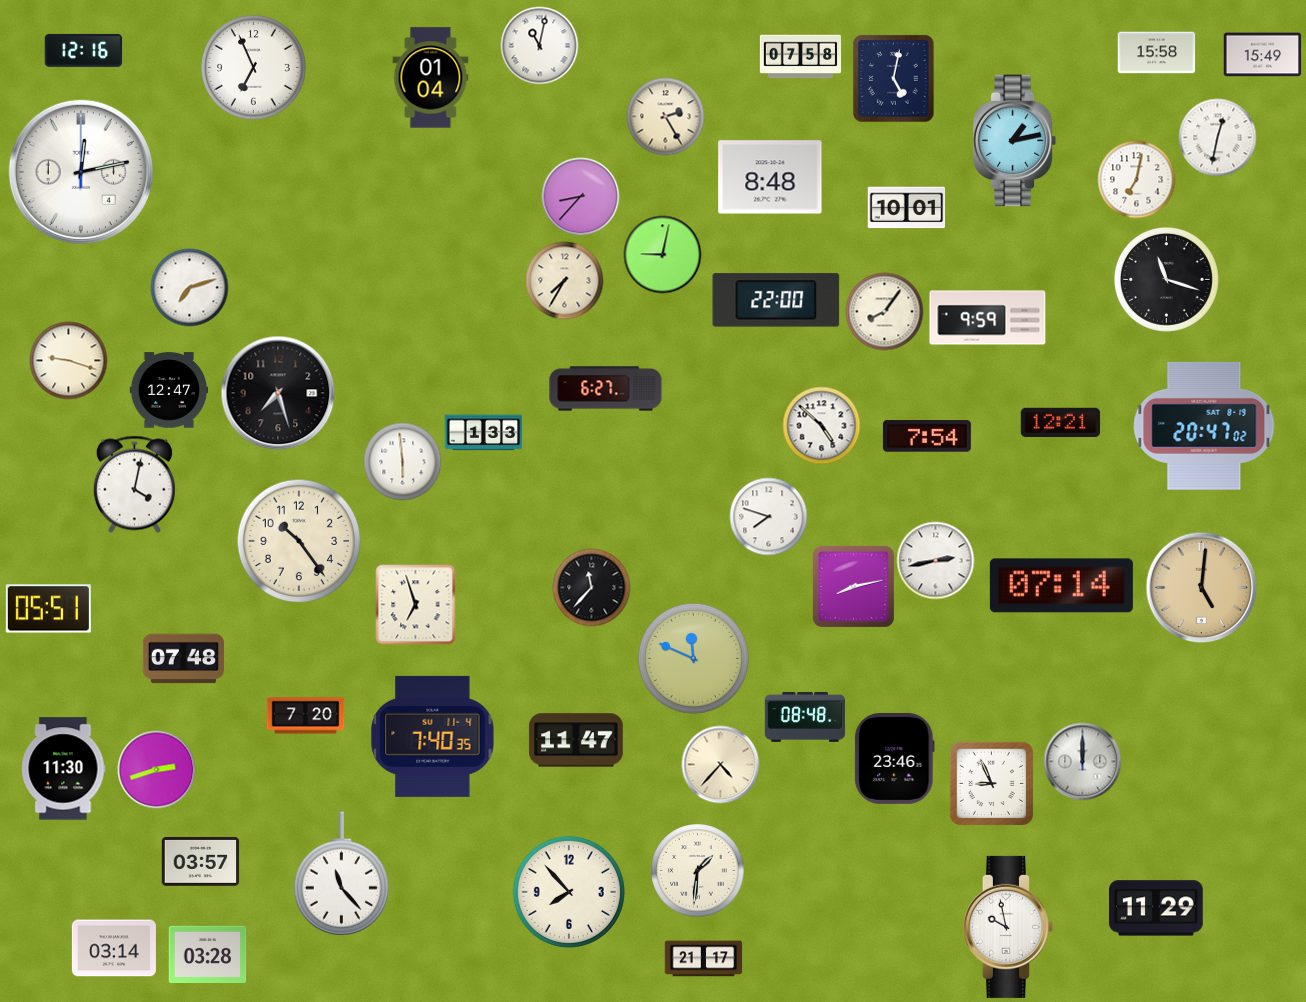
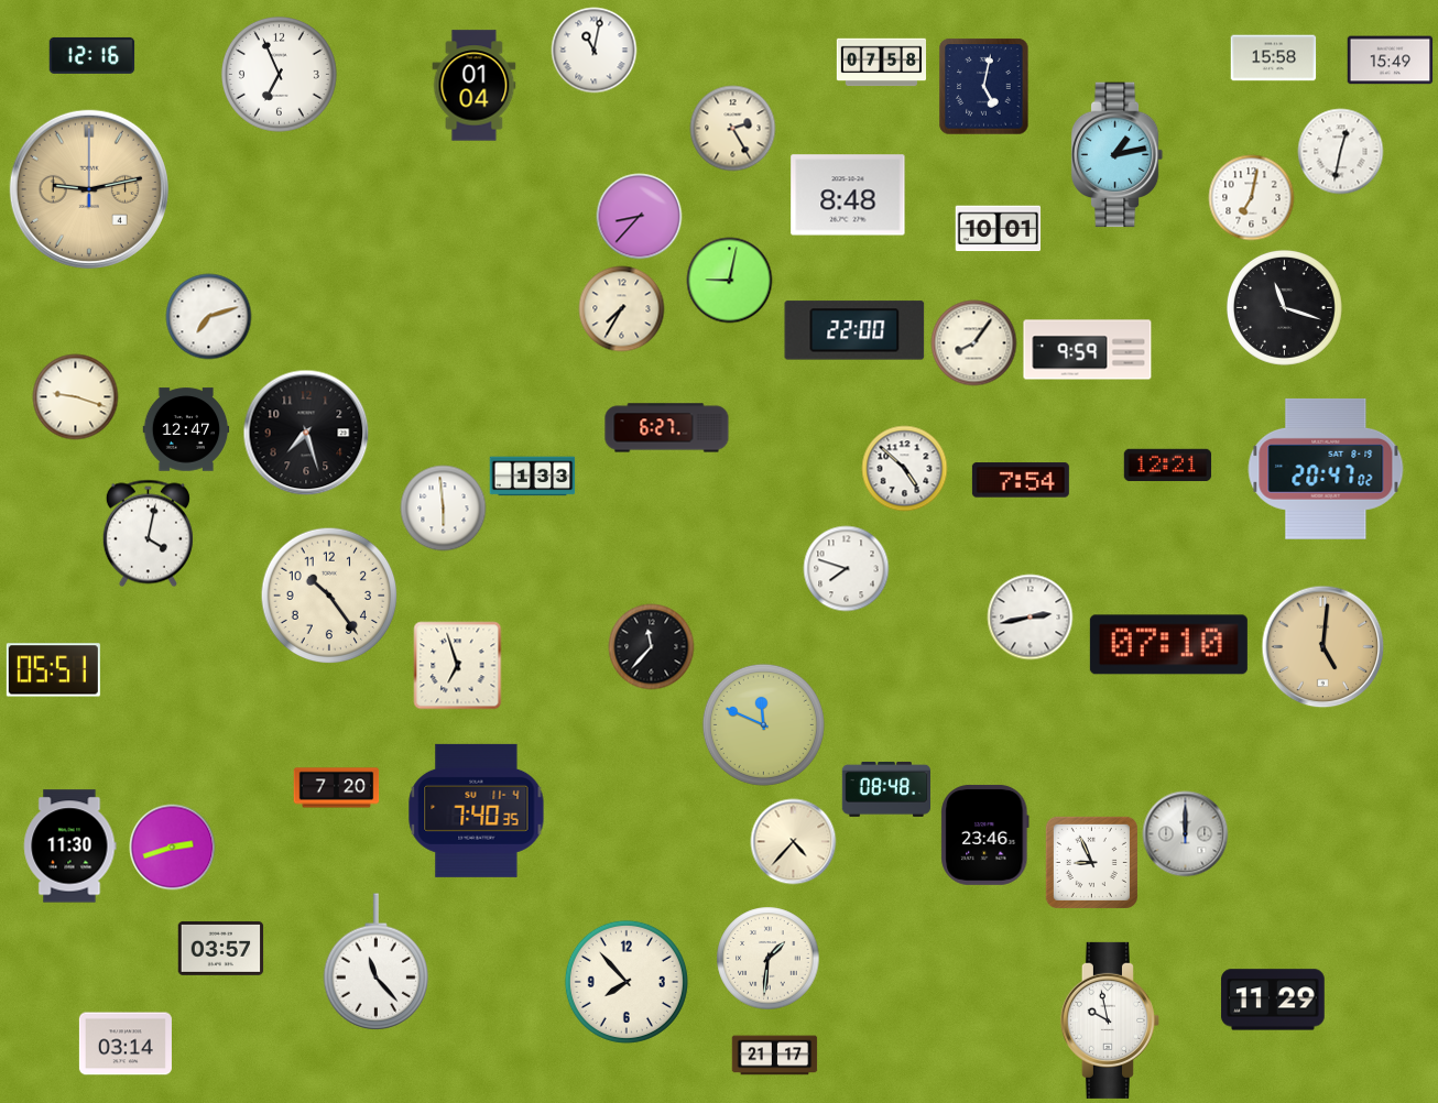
clock at (81, 172): 12:13 -> 9:13
clock at (81, 172) dial: white -> champagne
clock at (853, 586): 8:13 -> none
clock at (1061, 586): 07:14 -> 07:10
clock at (183, 659): 07:48 -> none
clock at (576, 740): 11:47 -> none
clock at (1082, 761) position: (1082, 761) -> (1185, 833)
clock at (207, 954): 03:28 -> none
